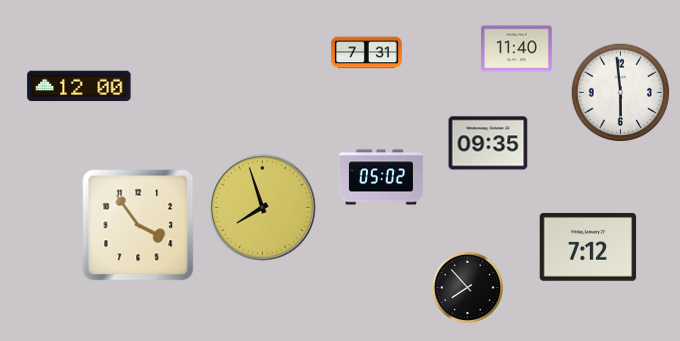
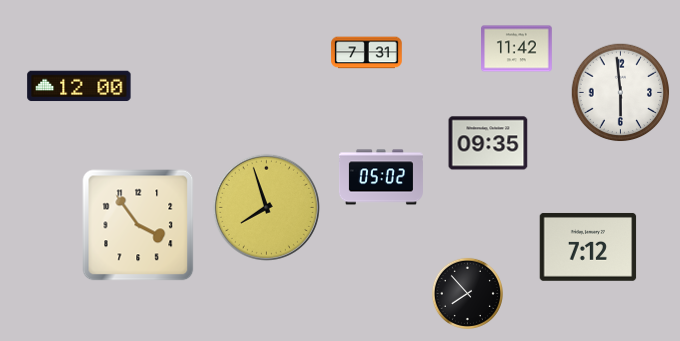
clock at (517, 49): 11:40 -> 11:42
clock at (262, 207) position: (262, 207) -> (266, 207)
clock at (467, 287) position: (467, 287) -> (467, 293)
